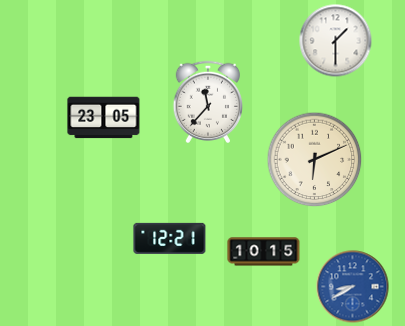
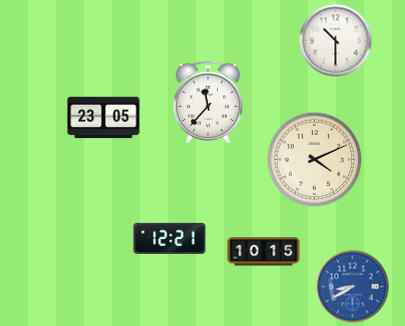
clock at (336, 41): 1:30 -> 10:30
clock at (315, 160): 6:11 -> 4:11
